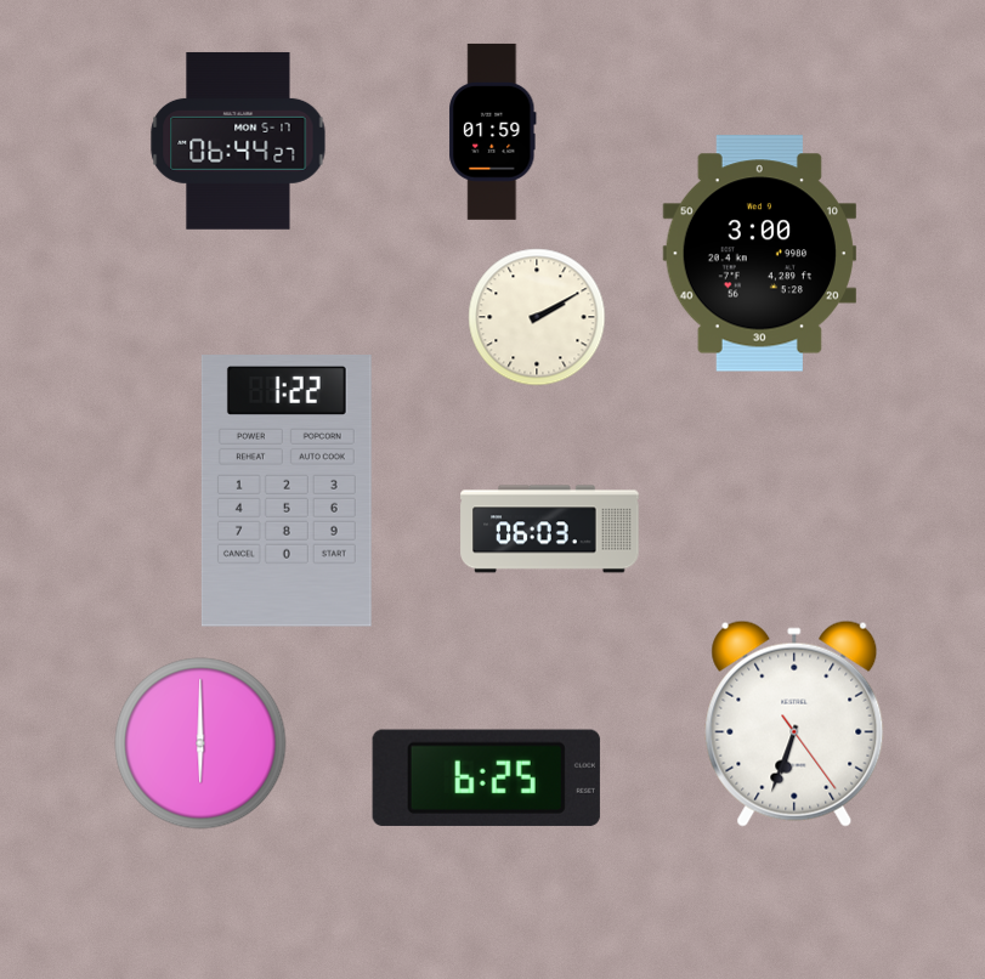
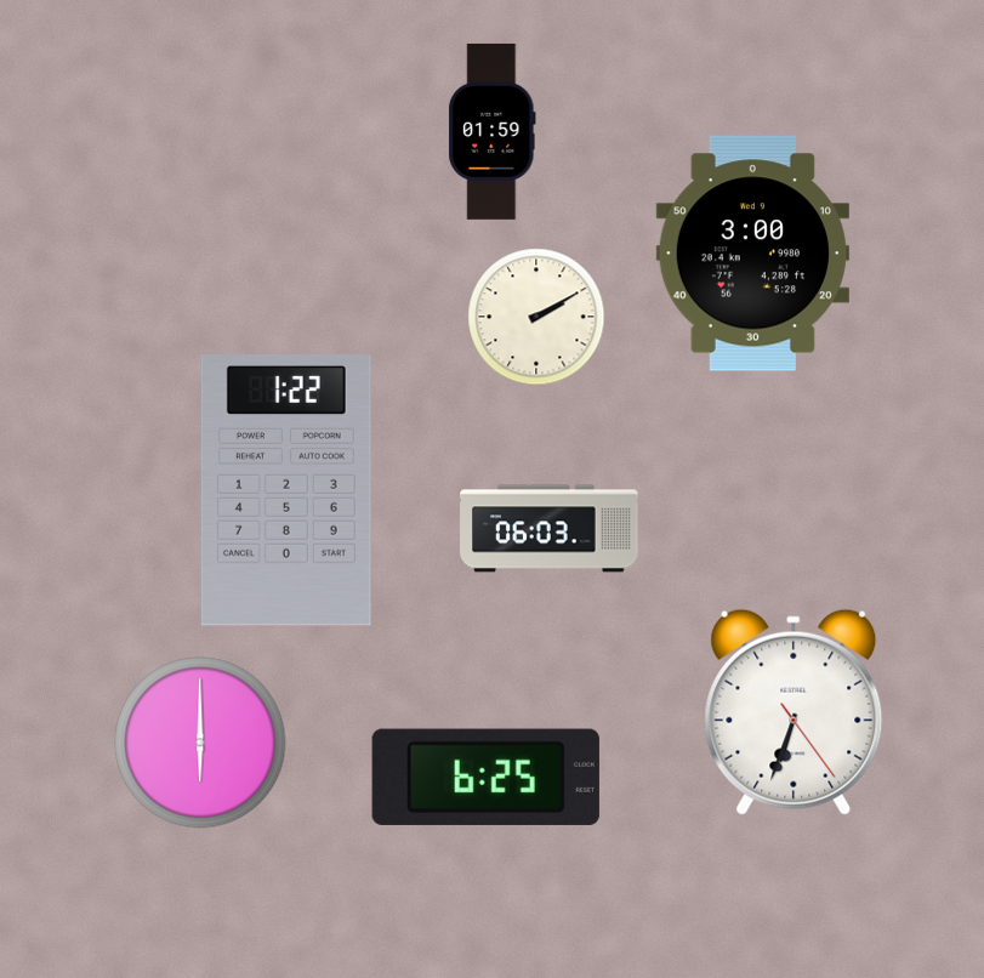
clock at (238, 141): 06:44 -> none
clock at (759, 254) position: (759, 254) -> (752, 254)
clock at (794, 724) position: (794, 724) -> (794, 712)
